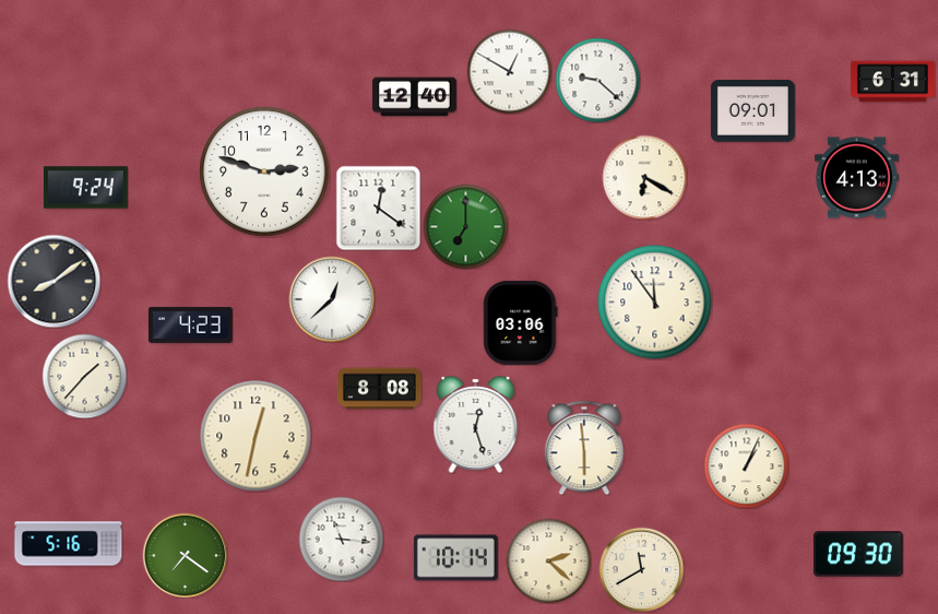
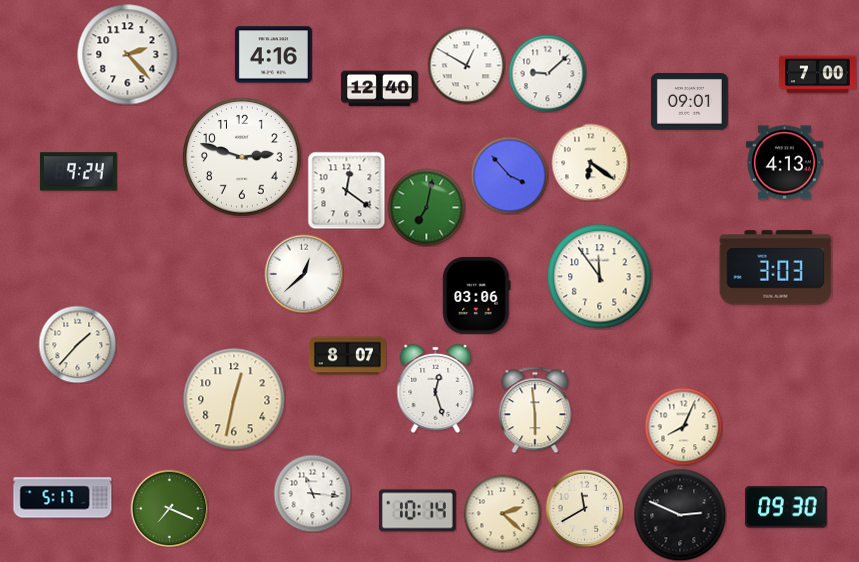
clock at (128, 55): none -> 2:23
clock at (273, 55): none -> 4:16
clock at (597, 80): 9:22 -> 9:08
clock at (892, 82): 6:31 -> 7:00
clock at (644, 177): 6:20 -> 6:21
clock at (509, 175): none -> 3:53
clock at (465, 226): 7:00 -> 7:02
clock at (54, 281): 8:09 -> none
clock at (776, 268): none -> 3:03
clock at (190, 324): 4:23 -> none
clock at (379, 389): 8:08 -> 8:07
clock at (746, 465): 1:04 -> 8:04
clock at (69, 544): 5:16 -> 5:17
clock at (185, 555): 7:21 -> 7:19
clock at (680, 515): none -> 2:49
clock at (641, 569) position: (641, 569) -> (584, 508)
